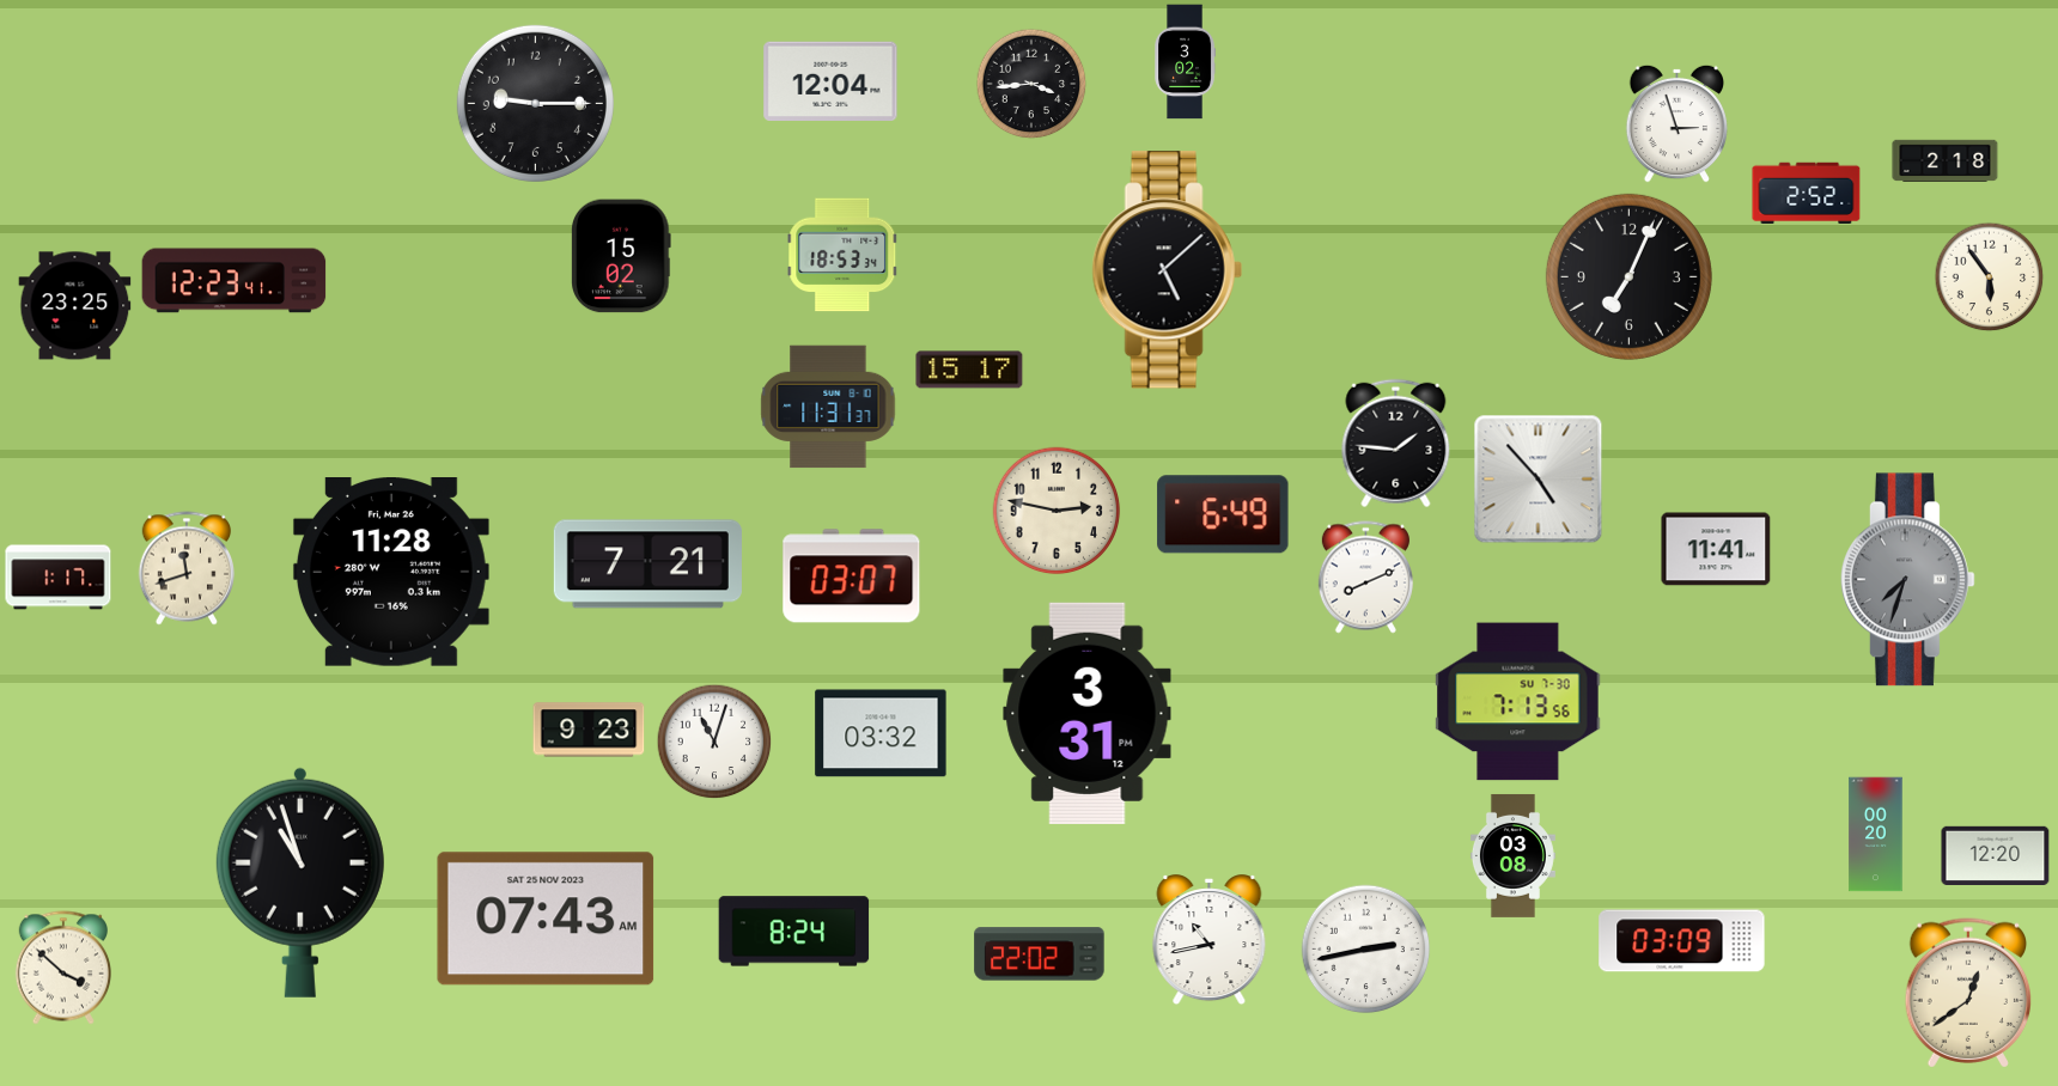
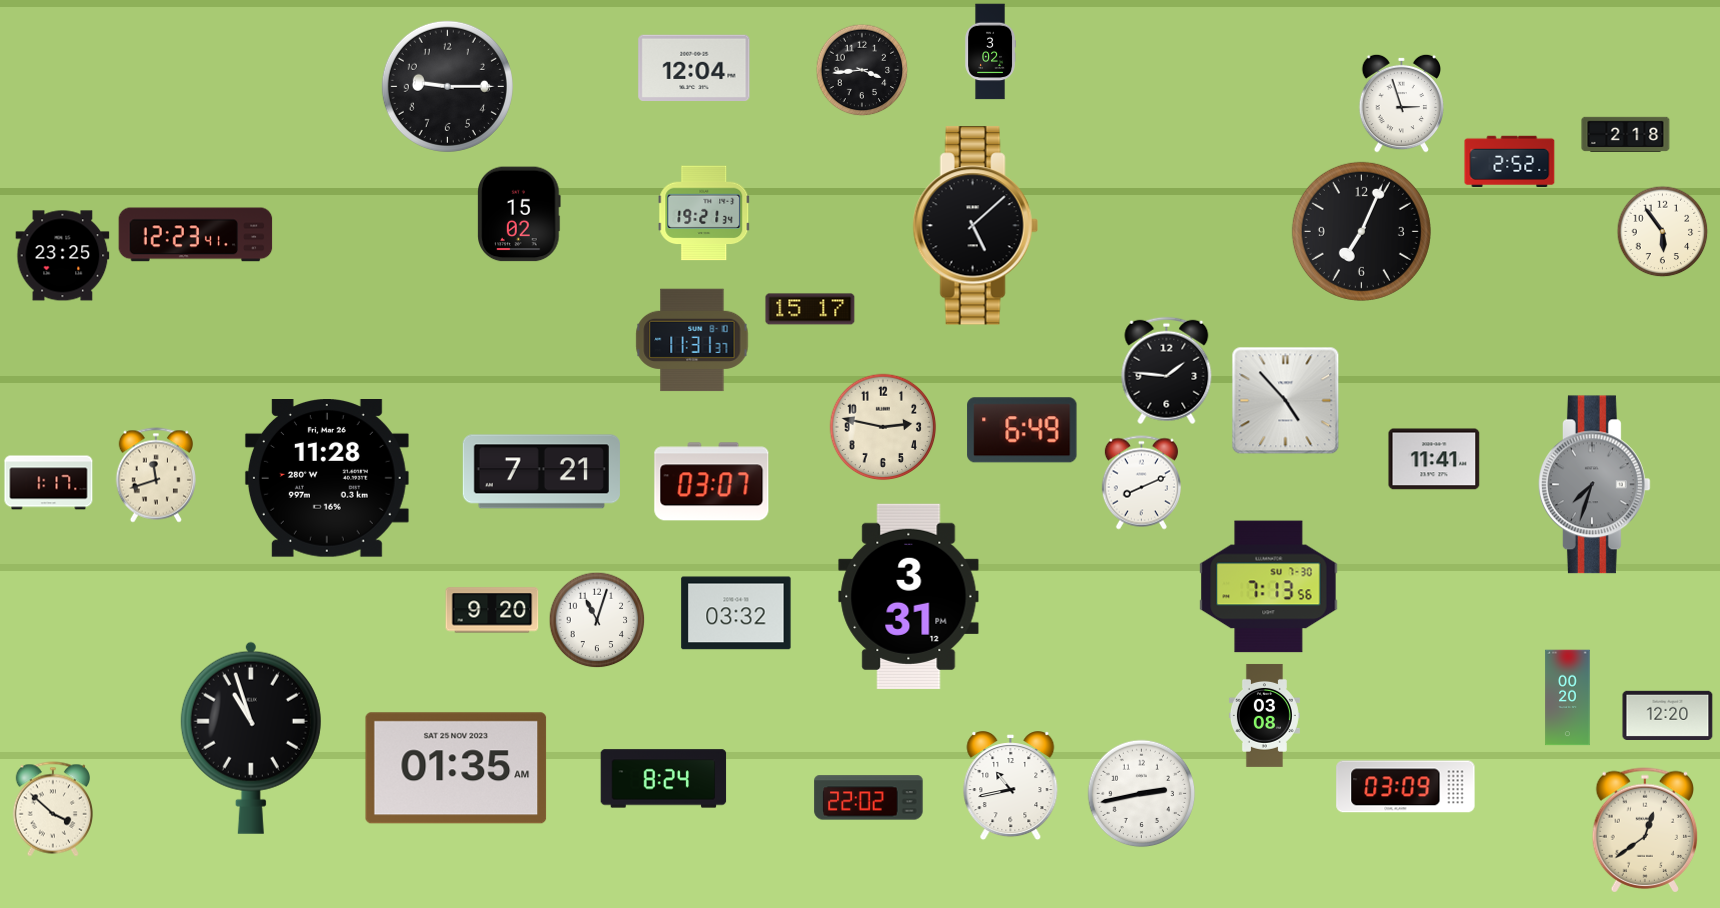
clock at (842, 255): 18:53 -> 19:21
clock at (589, 730): 9:23 -> 9:20
clock at (546, 919): 07:43 -> 01:35
